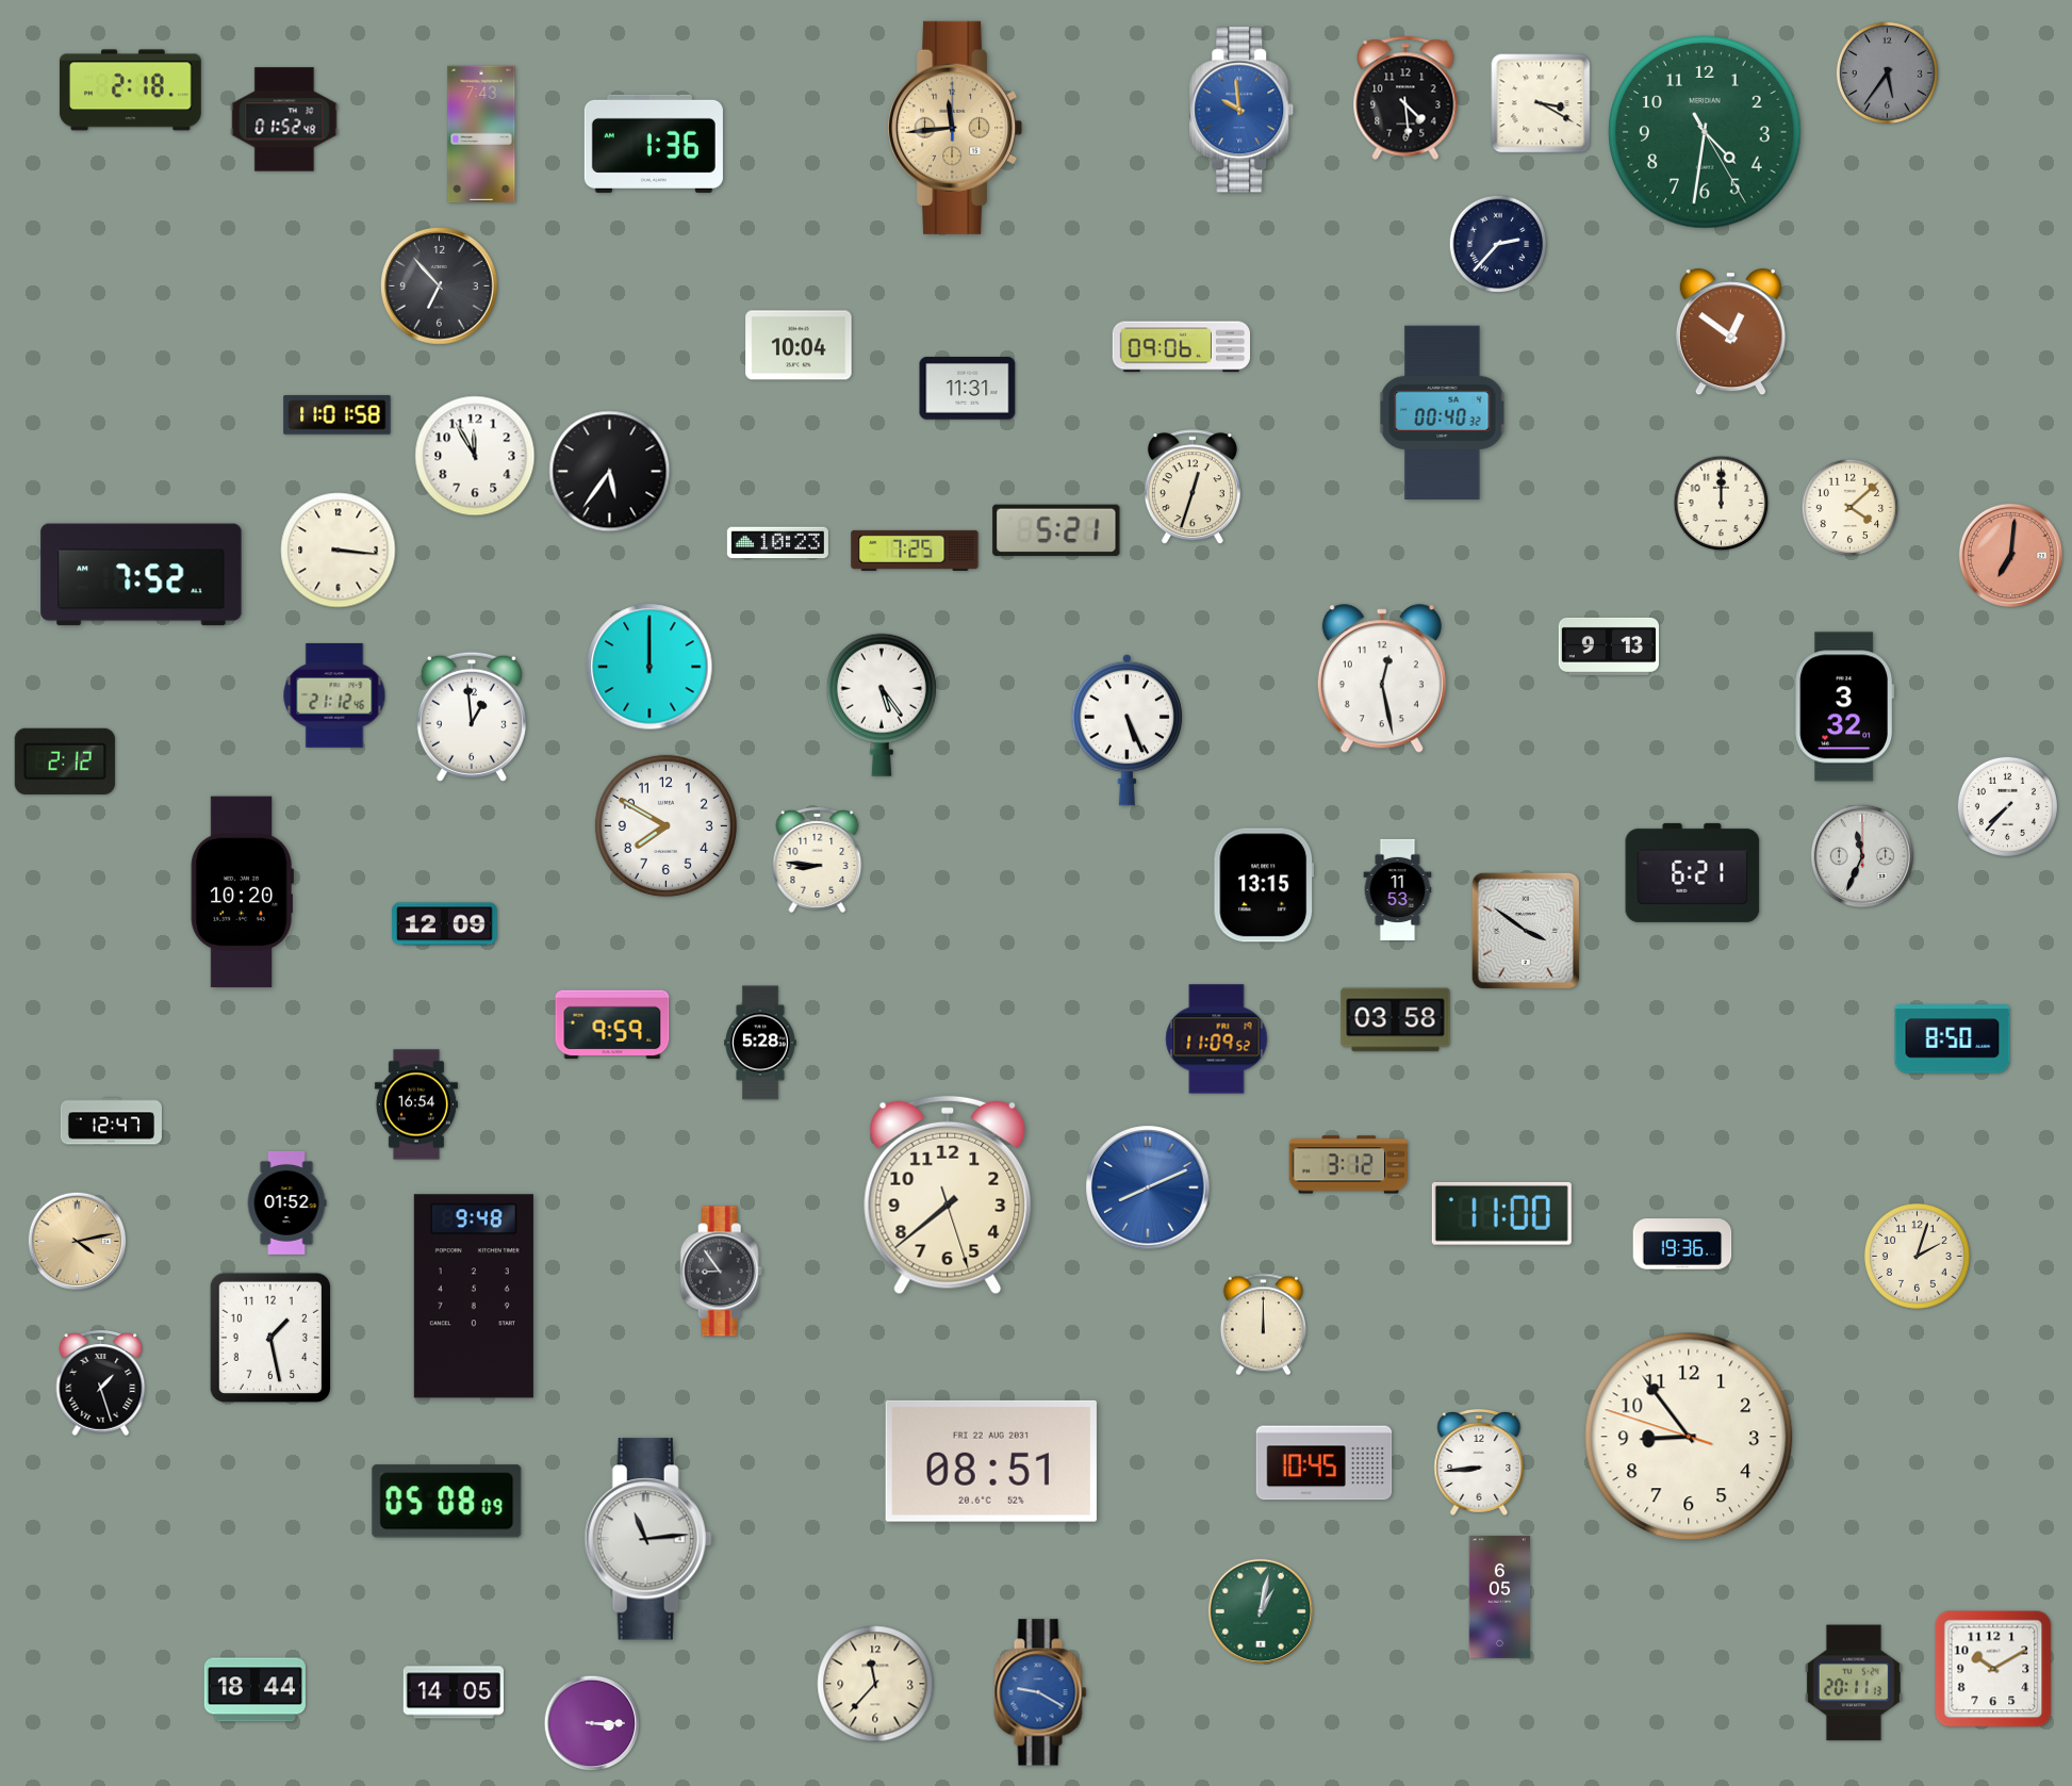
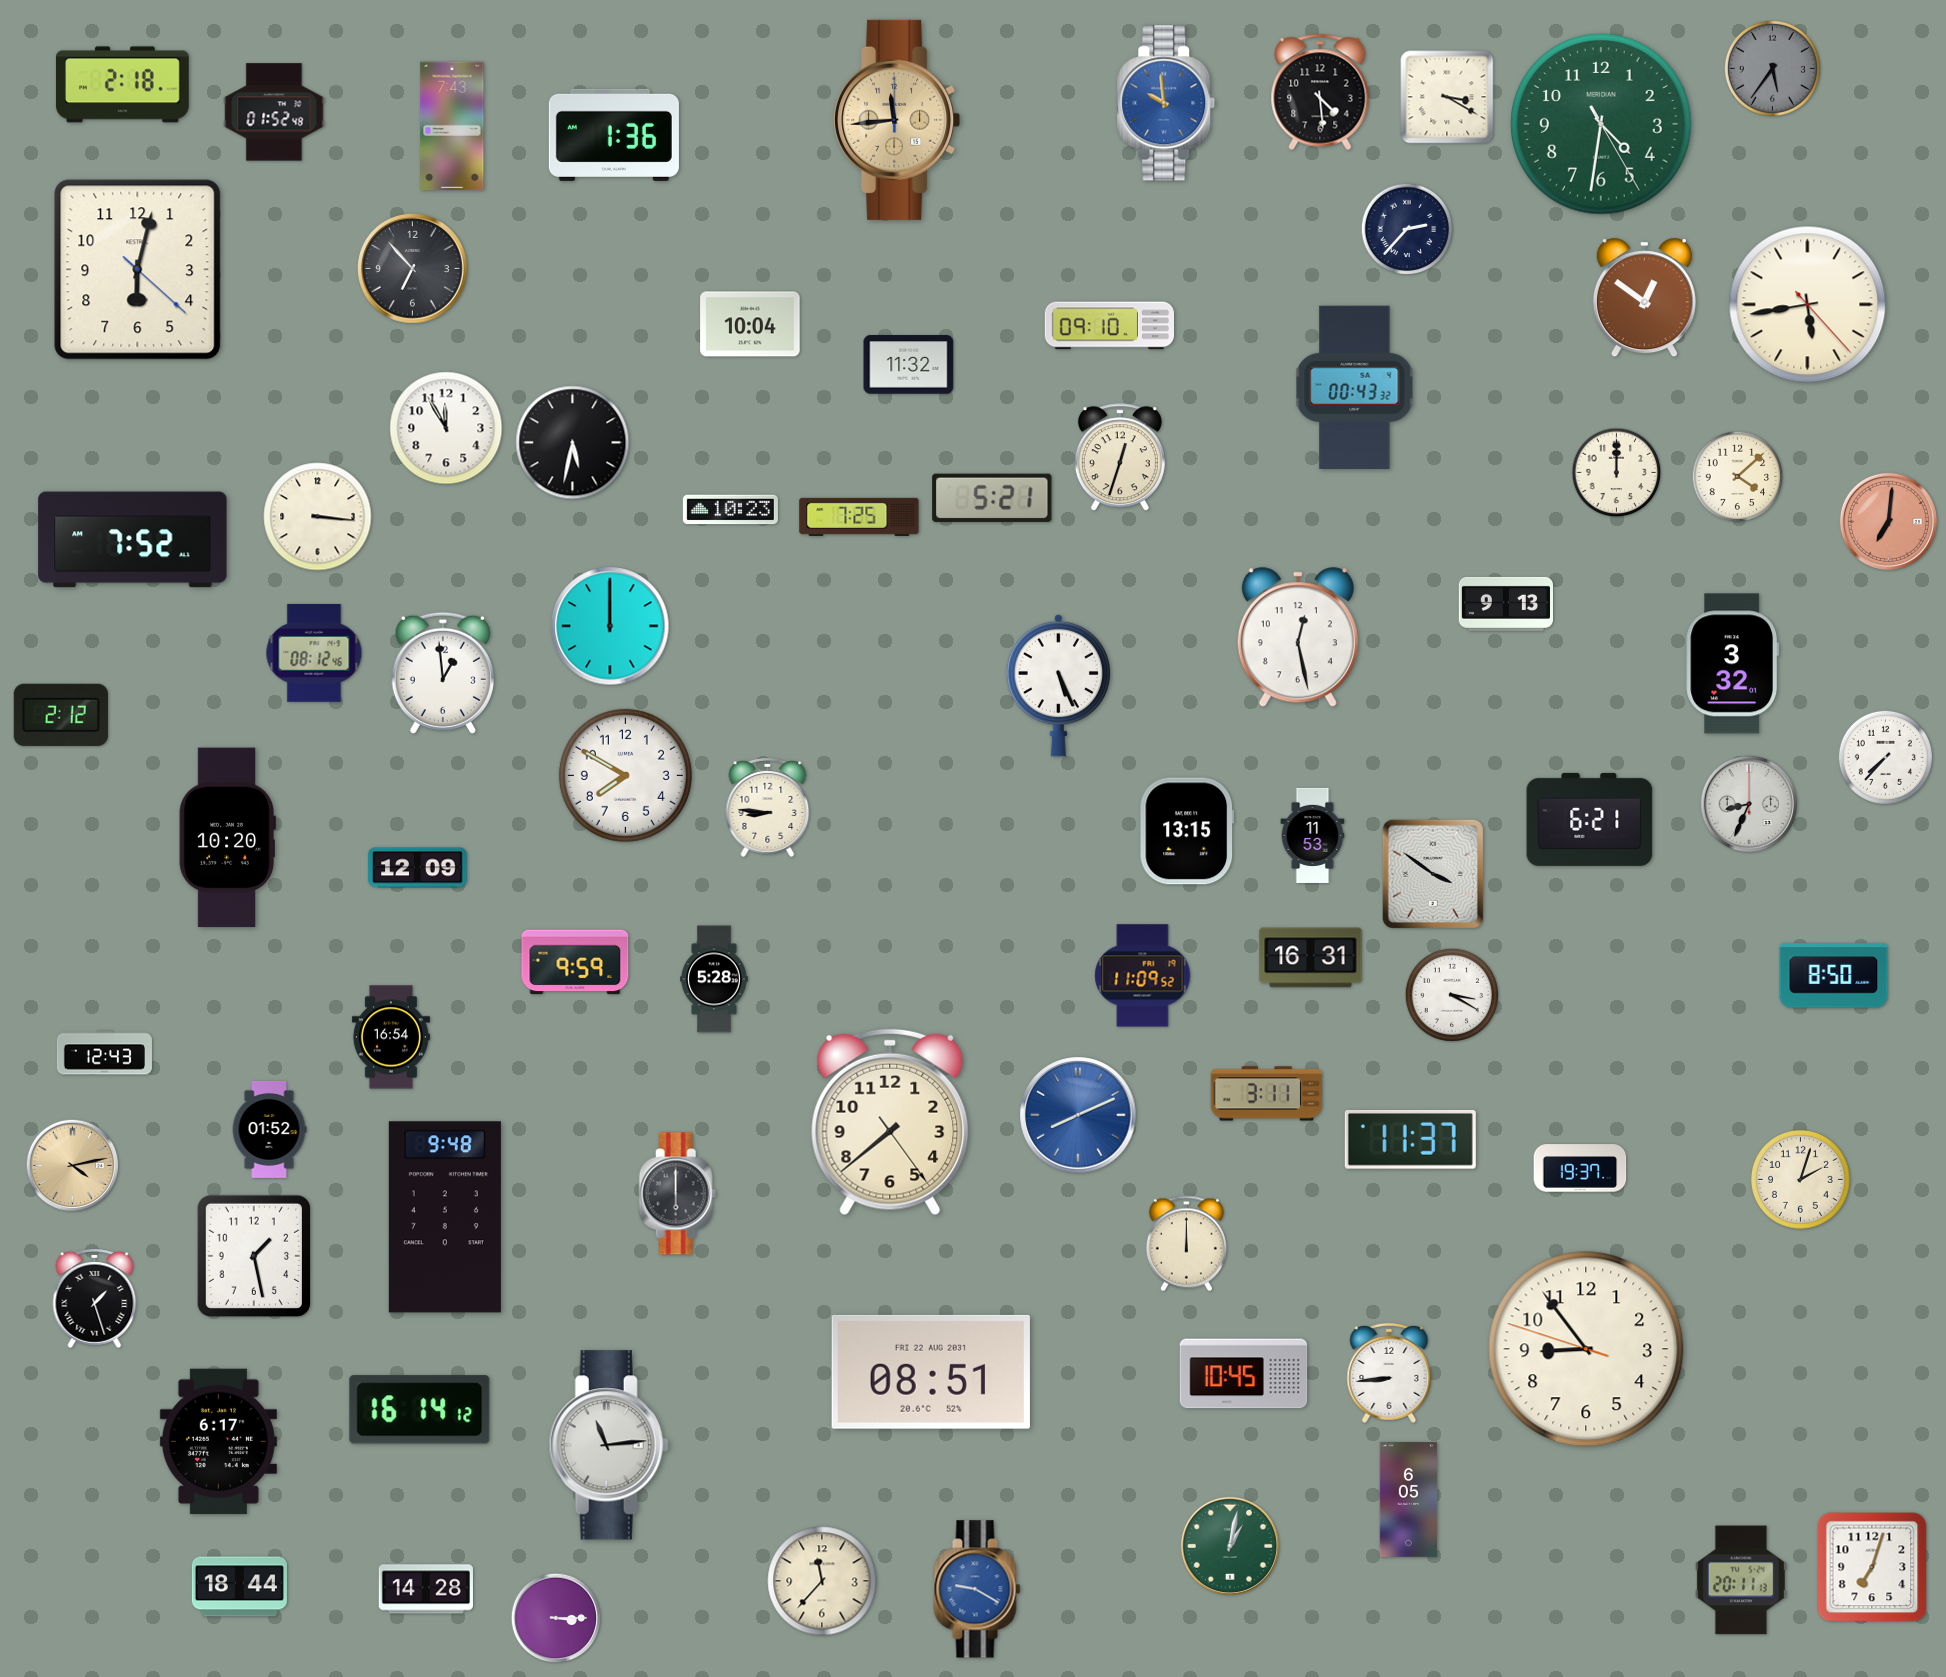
clock at (284, 119) position: (284, 119) -> (274, 112)
clock at (138, 270): none -> 6:02
clock at (1808, 305): none -> 5:43
clock at (1730, 332) position: (1730, 332) -> (1644, 298)
clock at (1181, 347): 09:06 -> 09:10
clock at (968, 389): 11:31 -> 11:32
clock at (1443, 412): 00:40 -> 00:43
clock at (338, 415): 11:01 -> none
clock at (610, 472): 5:36 -> 5:32
clock at (1608, 646) position: (1608, 646) -> (1505, 604)
clock at (334, 695): 21:12 -> 08:12
clock at (882, 705): 5:24 -> none
clock at (1862, 856): 11:34 -> 8:34
clock at (1396, 1020): 03:58 -> 16:31
clock at (1452, 995): none -> 3:20
clock at (111, 1121): 12:47 -> 12:43
clock at (1348, 1165): 3:12 -> 3:11
clock at (948, 1195): 7:38:27 -> 7:38:24
clock at (1501, 1213): 11:00 -> 11:37
clock at (1682, 1244): 19:36 -> 19:37
clock at (722, 1272): 8:54 -> 6:00
clock at (447, 1502): 05:08 -> 16:14
clock at (218, 1442): none -> 6:17
clock at (1261, 1611) position: (1261, 1611) -> (1230, 1546)
clock at (1993, 1669): 10:10 -> 7:03
clock at (453, 1692): 14:05 -> 14:28
